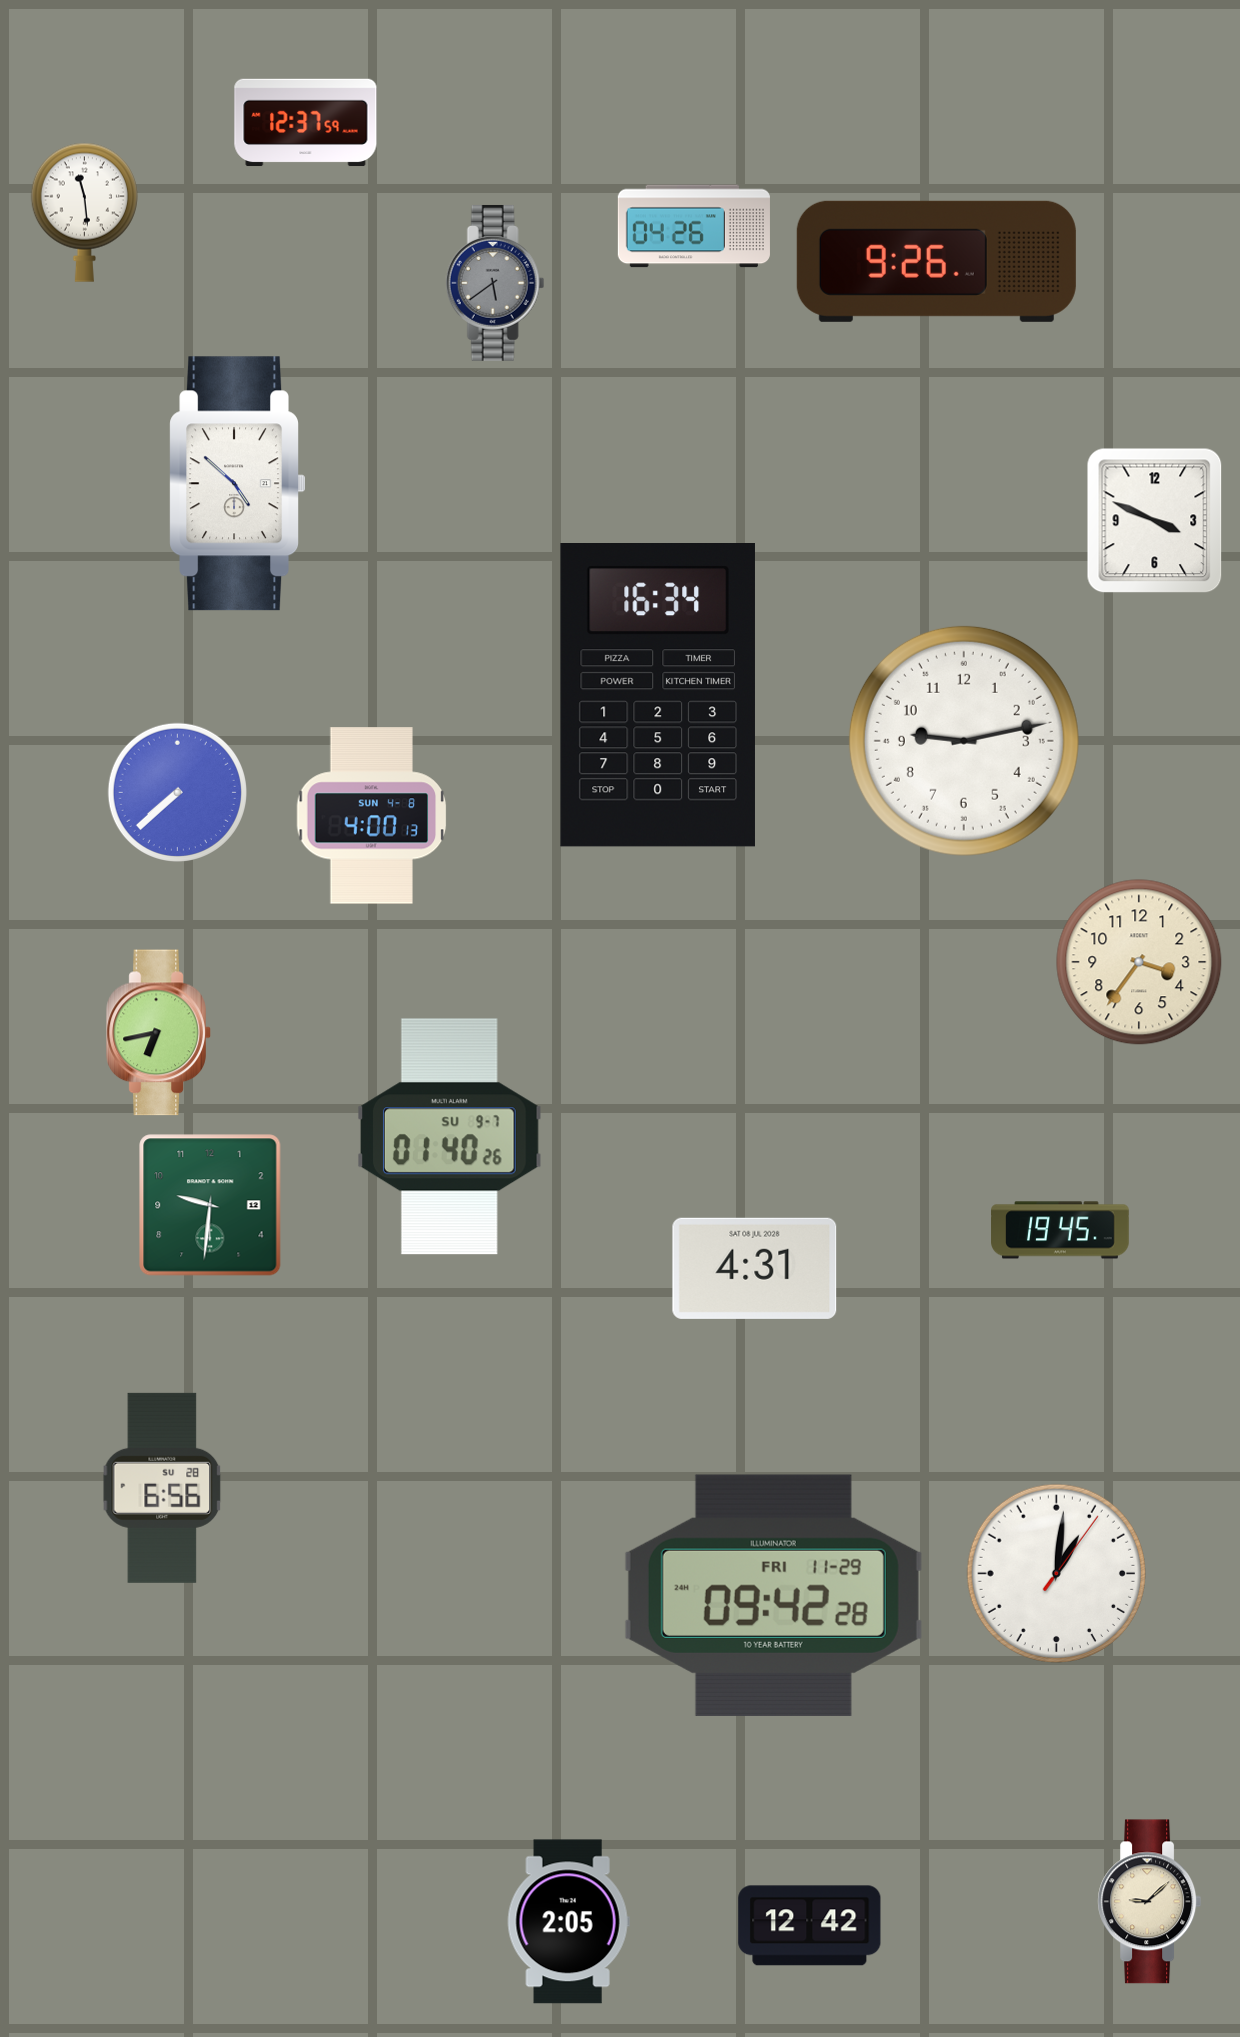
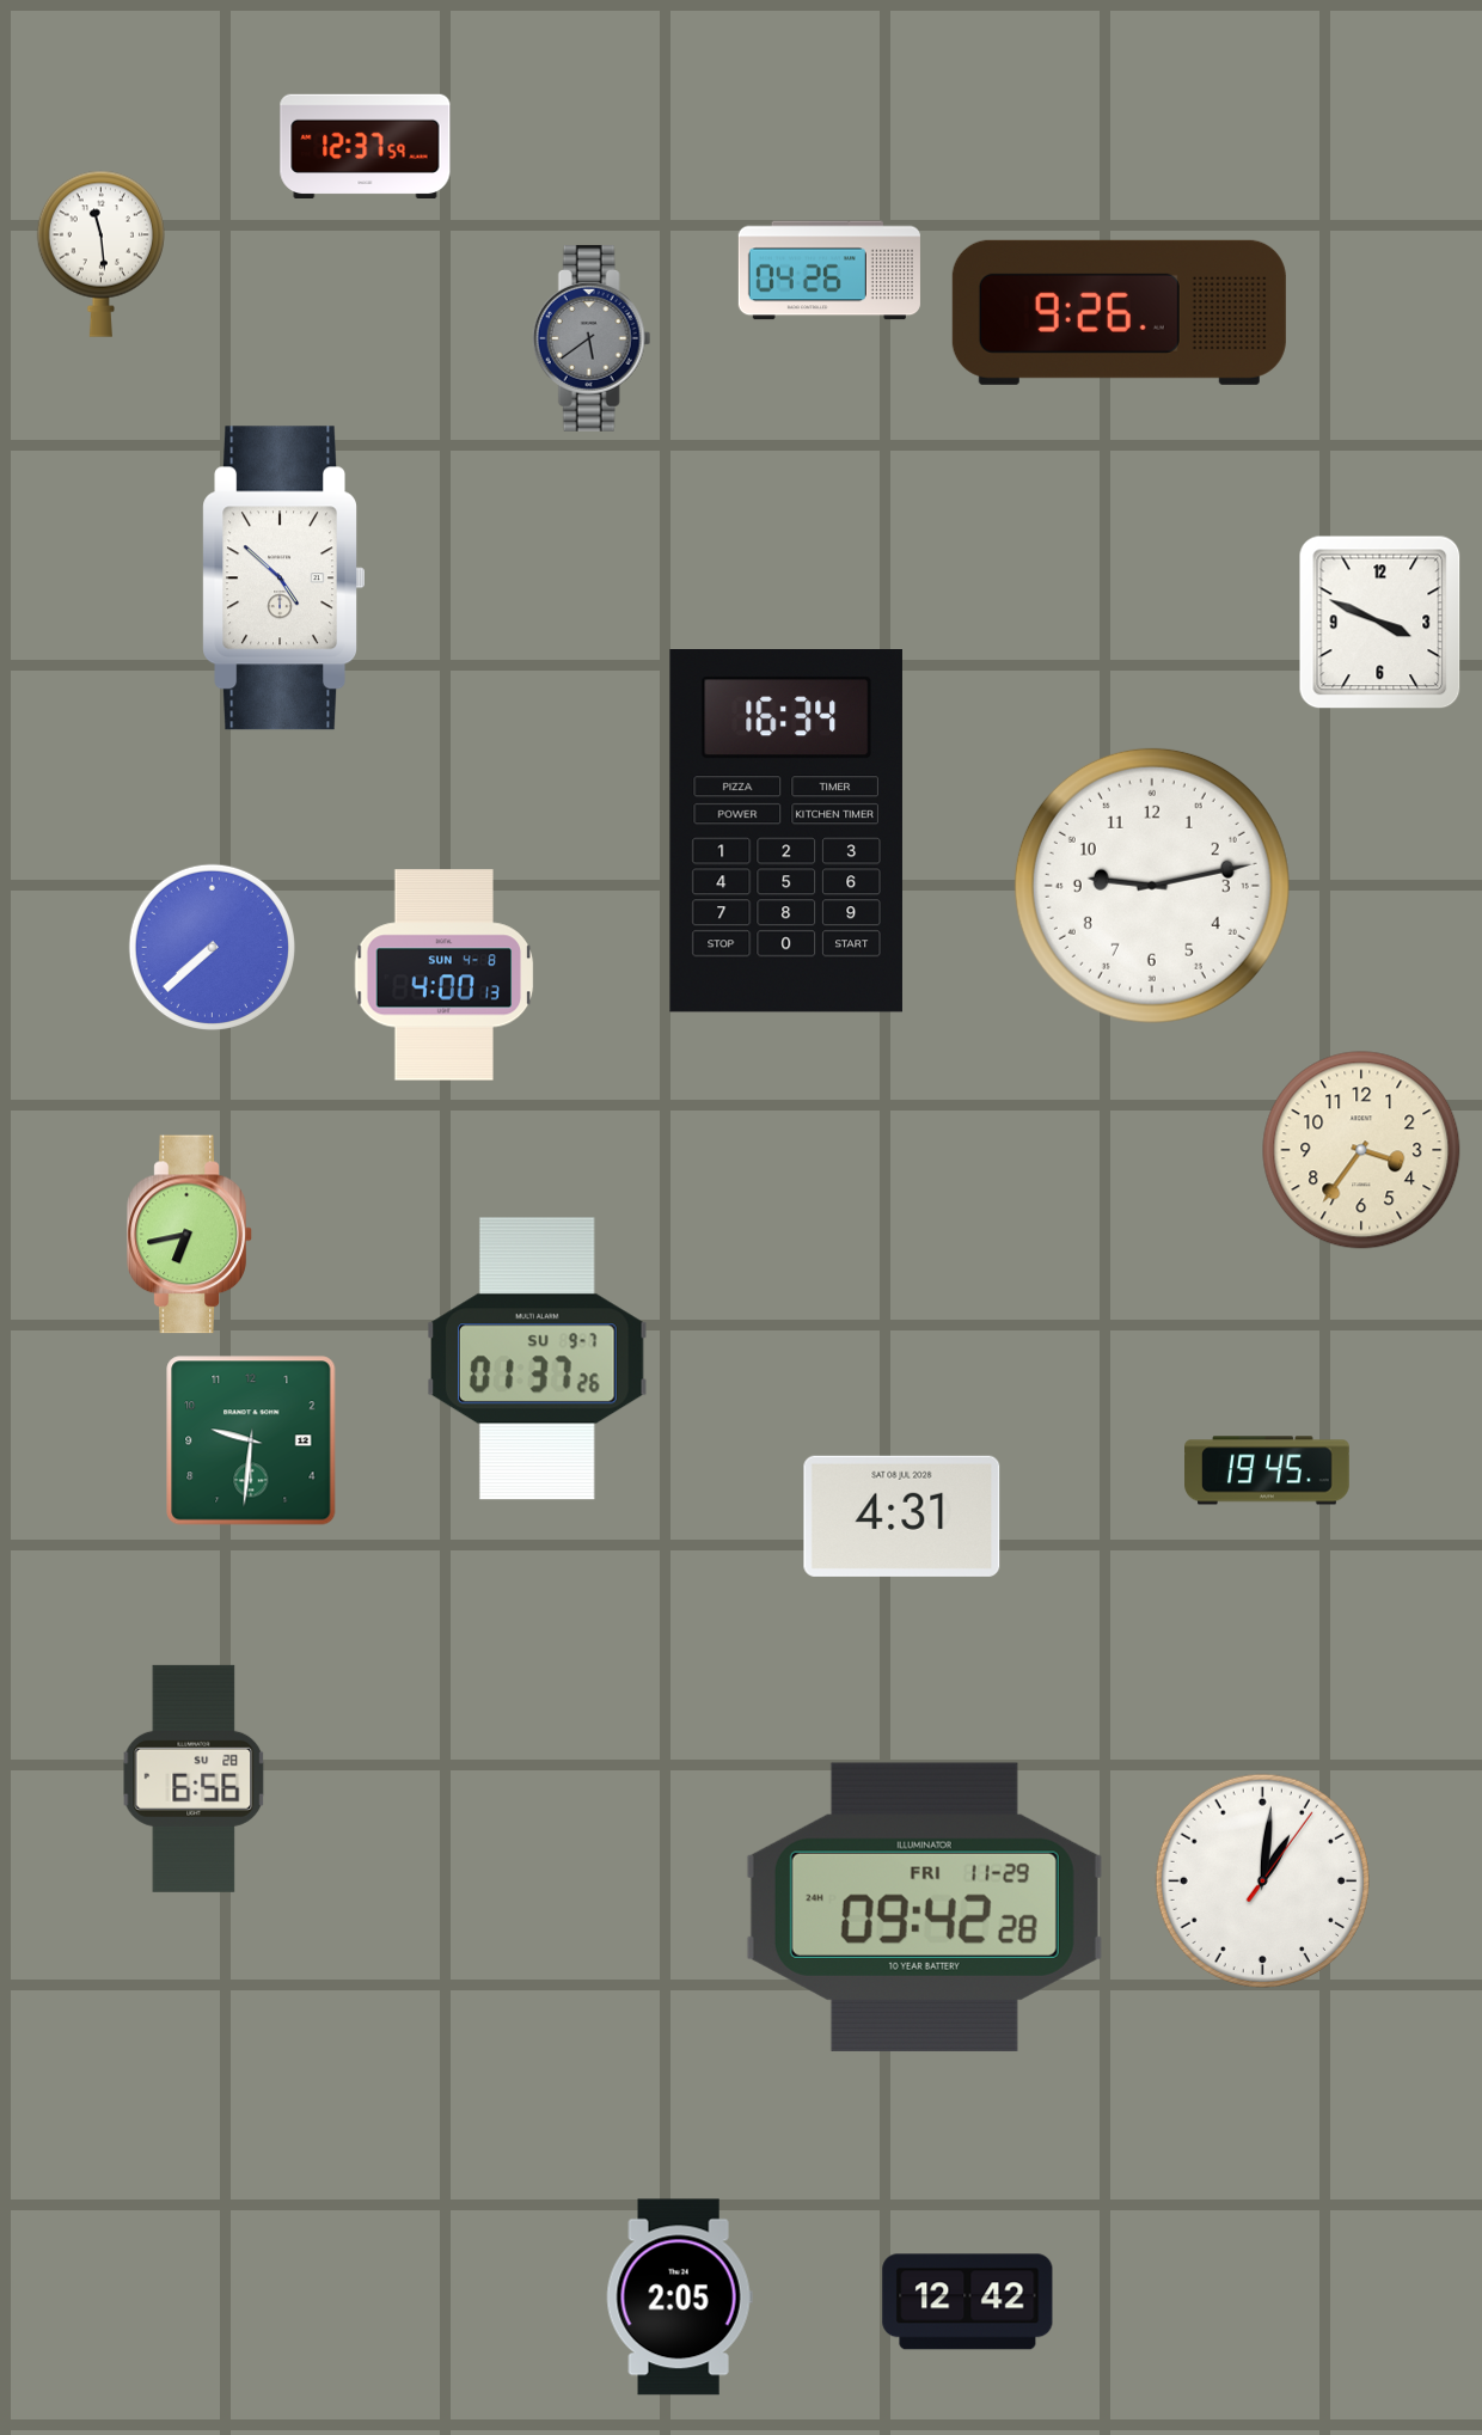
clock at (450, 1137): 01:40 -> 01:37
clock at (1150, 1902): 9:08 -> none
